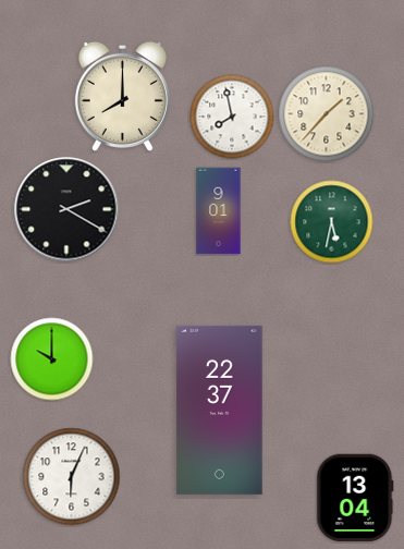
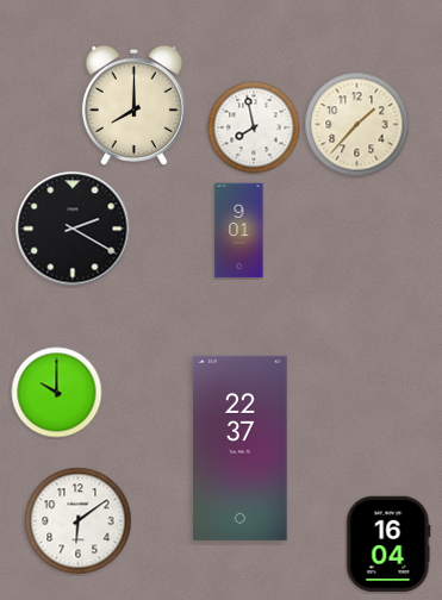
clock at (332, 222): 5:32 -> none
clock at (72, 477): 6:04 -> 6:09
clock at (355, 498): 13:04 -> 16:04
